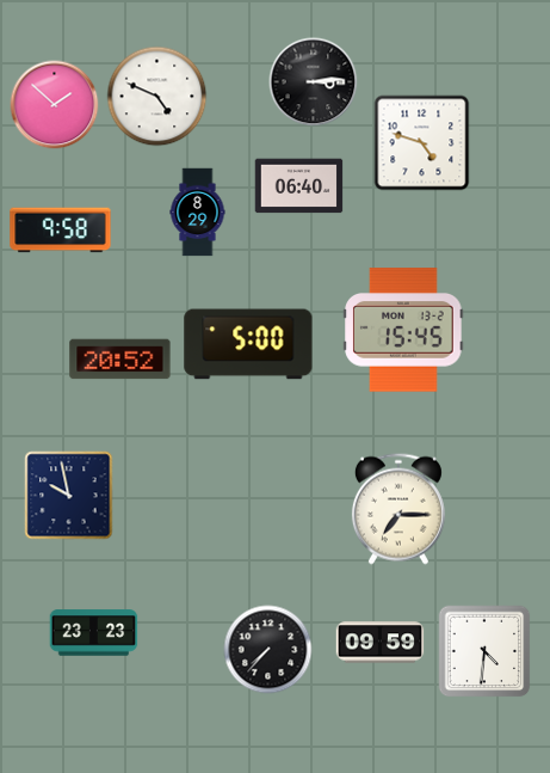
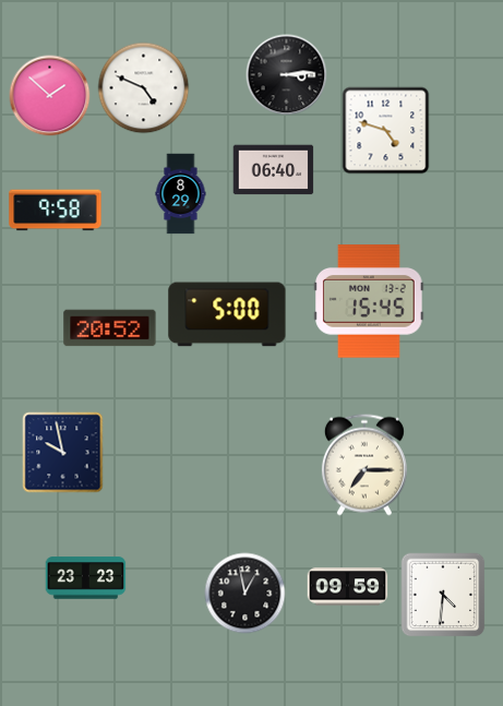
clock at (268, 650): 7:37 -> 12:58
